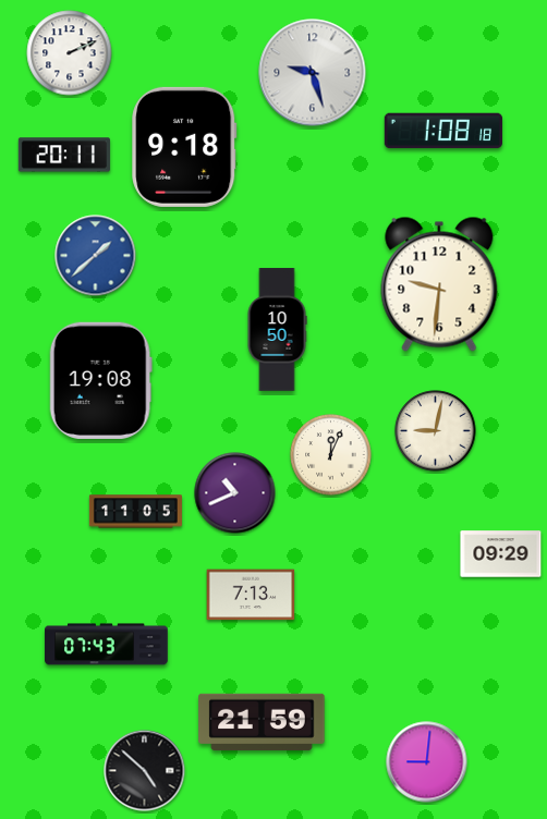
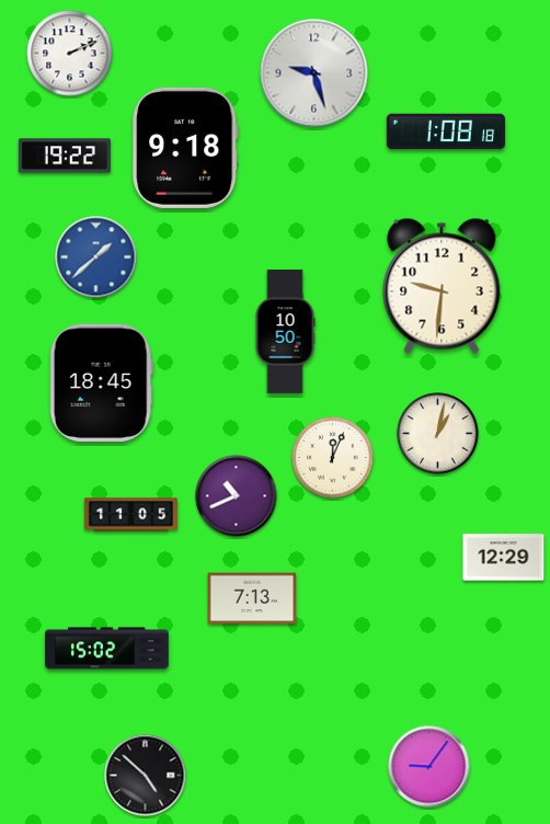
clock at (64, 155): 20:11 -> 19:22
clock at (277, 330) position: (277, 330) -> (285, 332)
clock at (100, 380): 19:08 -> 18:45
clock at (436, 431): 9:02 -> 1:02
clock at (135, 512) position: (135, 512) -> (130, 515)
clock at (501, 554): 09:29 -> 12:29
clock at (107, 645): 07:43 -> 15:02
clock at (262, 722): 21:59 -> none
clock at (427, 762): 9:01 -> 9:06
